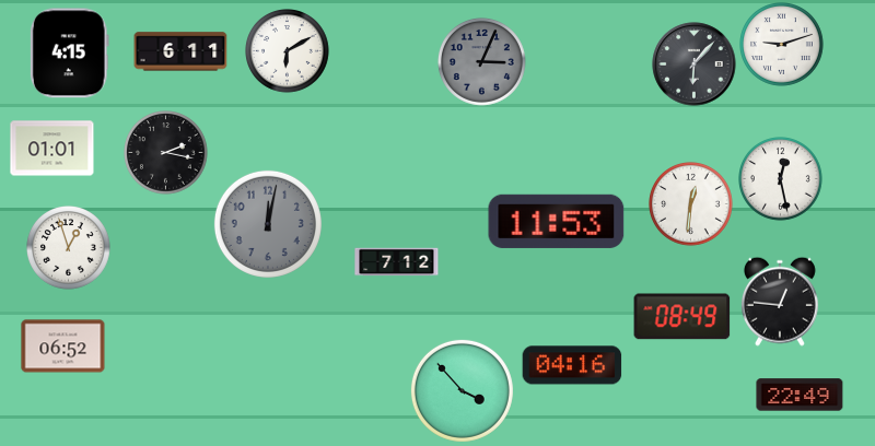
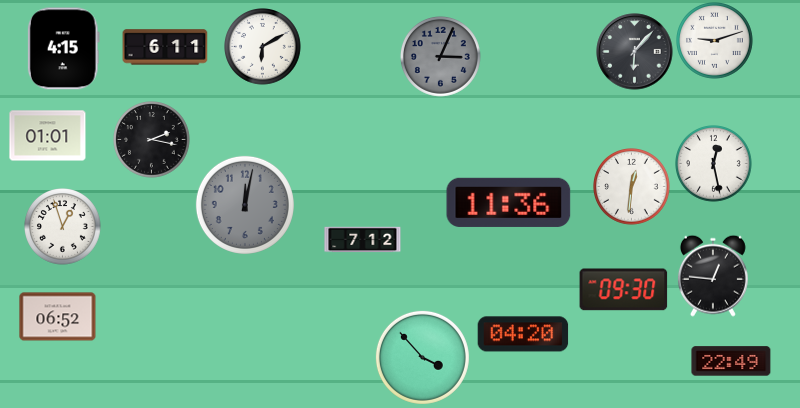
clock at (695, 64) position: (695, 64) -> (635, 52)
clock at (557, 221): 11:53 -> 11:36
clock at (682, 317): 08:49 -> 09:30
clock at (572, 365): 04:16 -> 04:20
